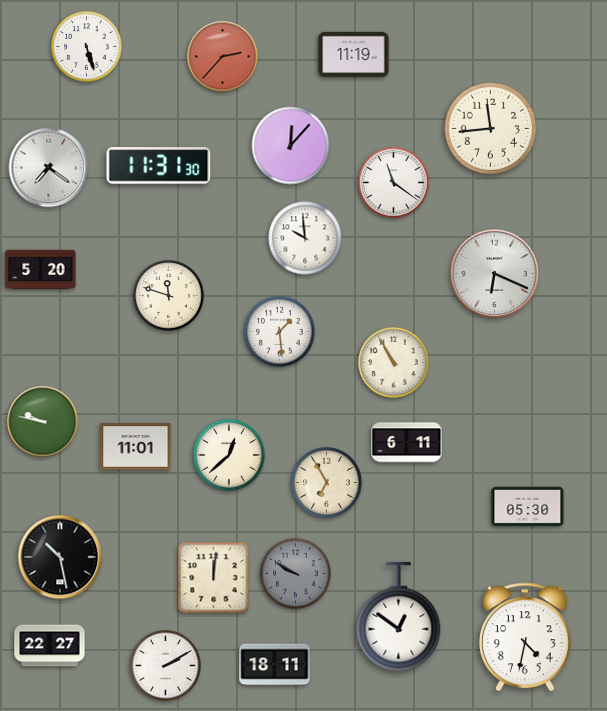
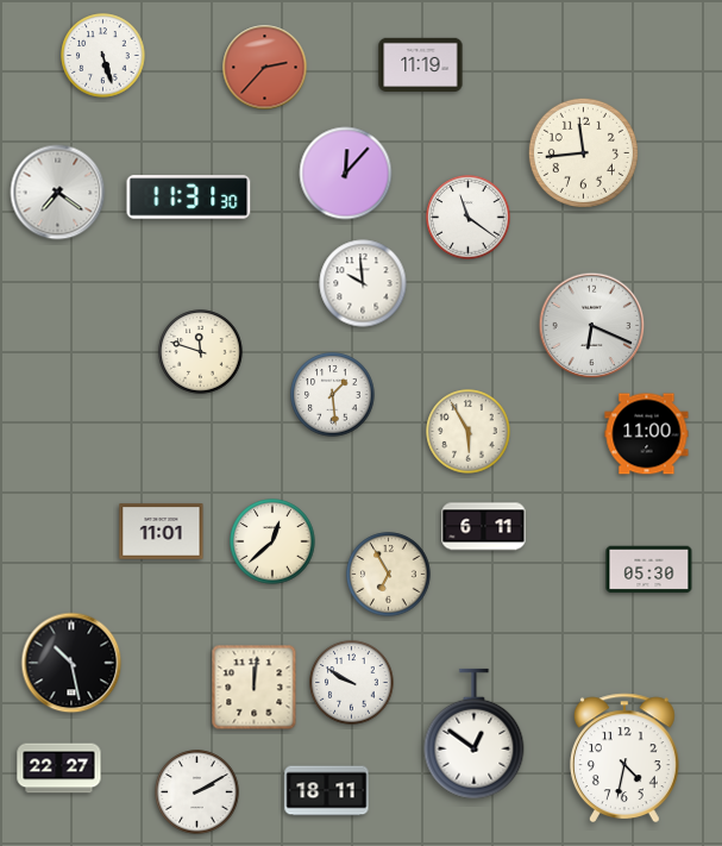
clock at (49, 168) position: (49, 168) -> (58, 193)
clock at (41, 270): 5:20 -> none
clock at (495, 274) position: (495, 274) -> (592, 326)
clock at (394, 363): 10:55 -> 5:55
clock at (647, 434): none -> 11:00
clock at (43, 422): 9:47 -> none
clock at (528, 507) position: (528, 507) -> (649, 570)
clock at (296, 574) dial: grey -> white
